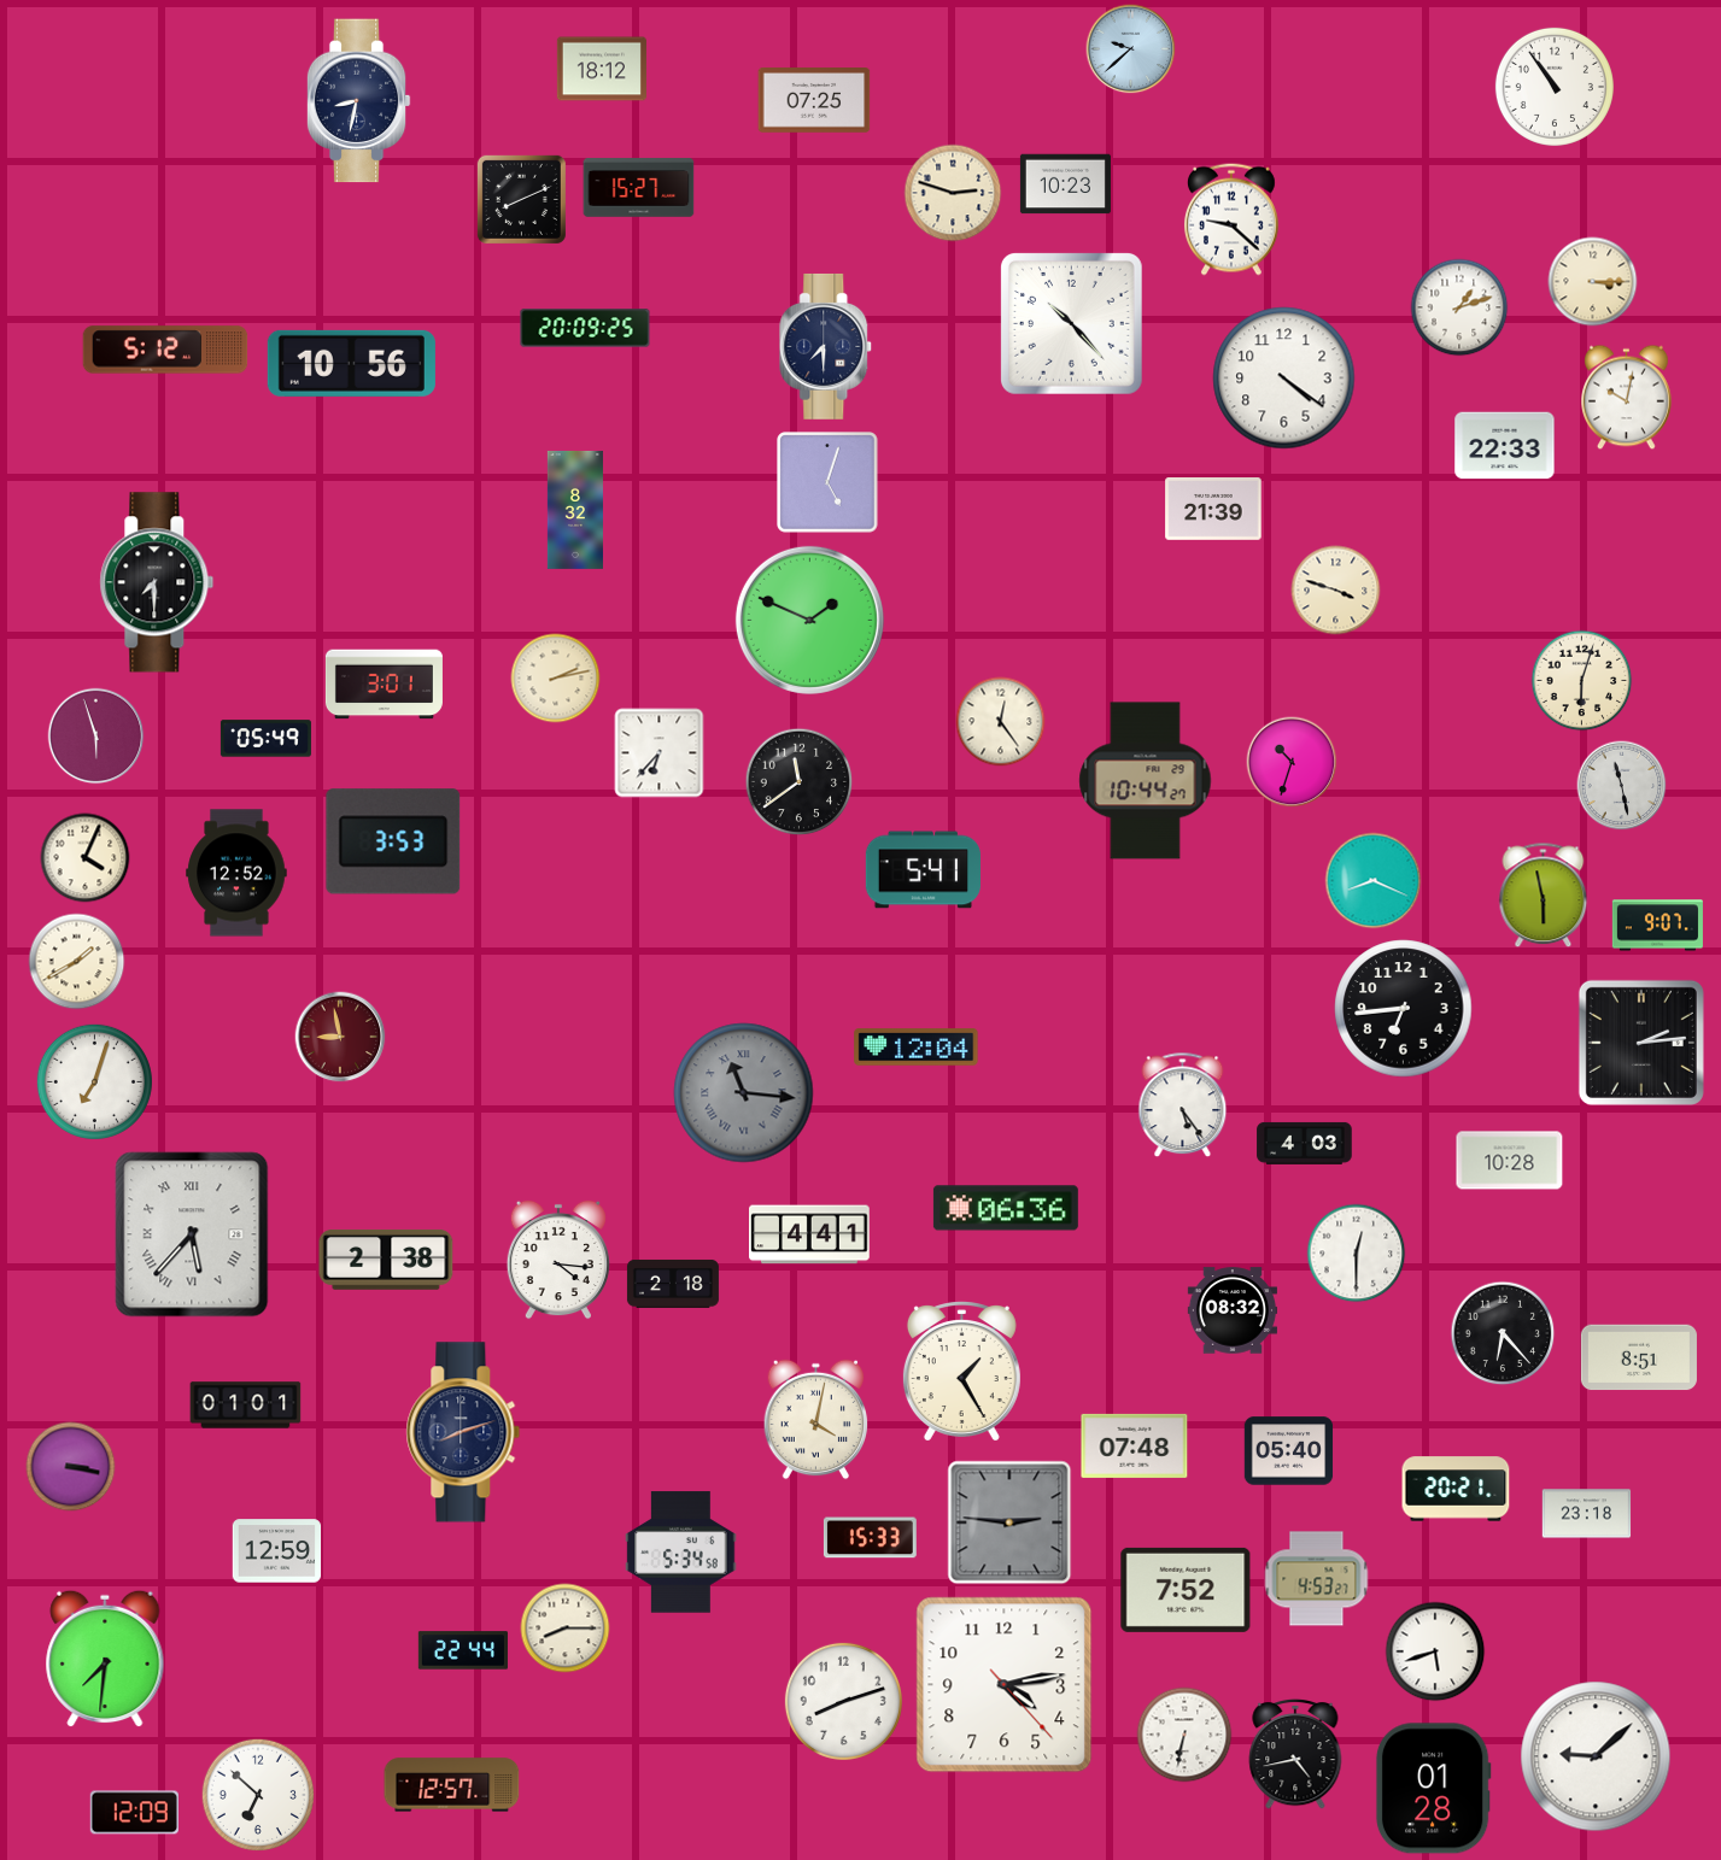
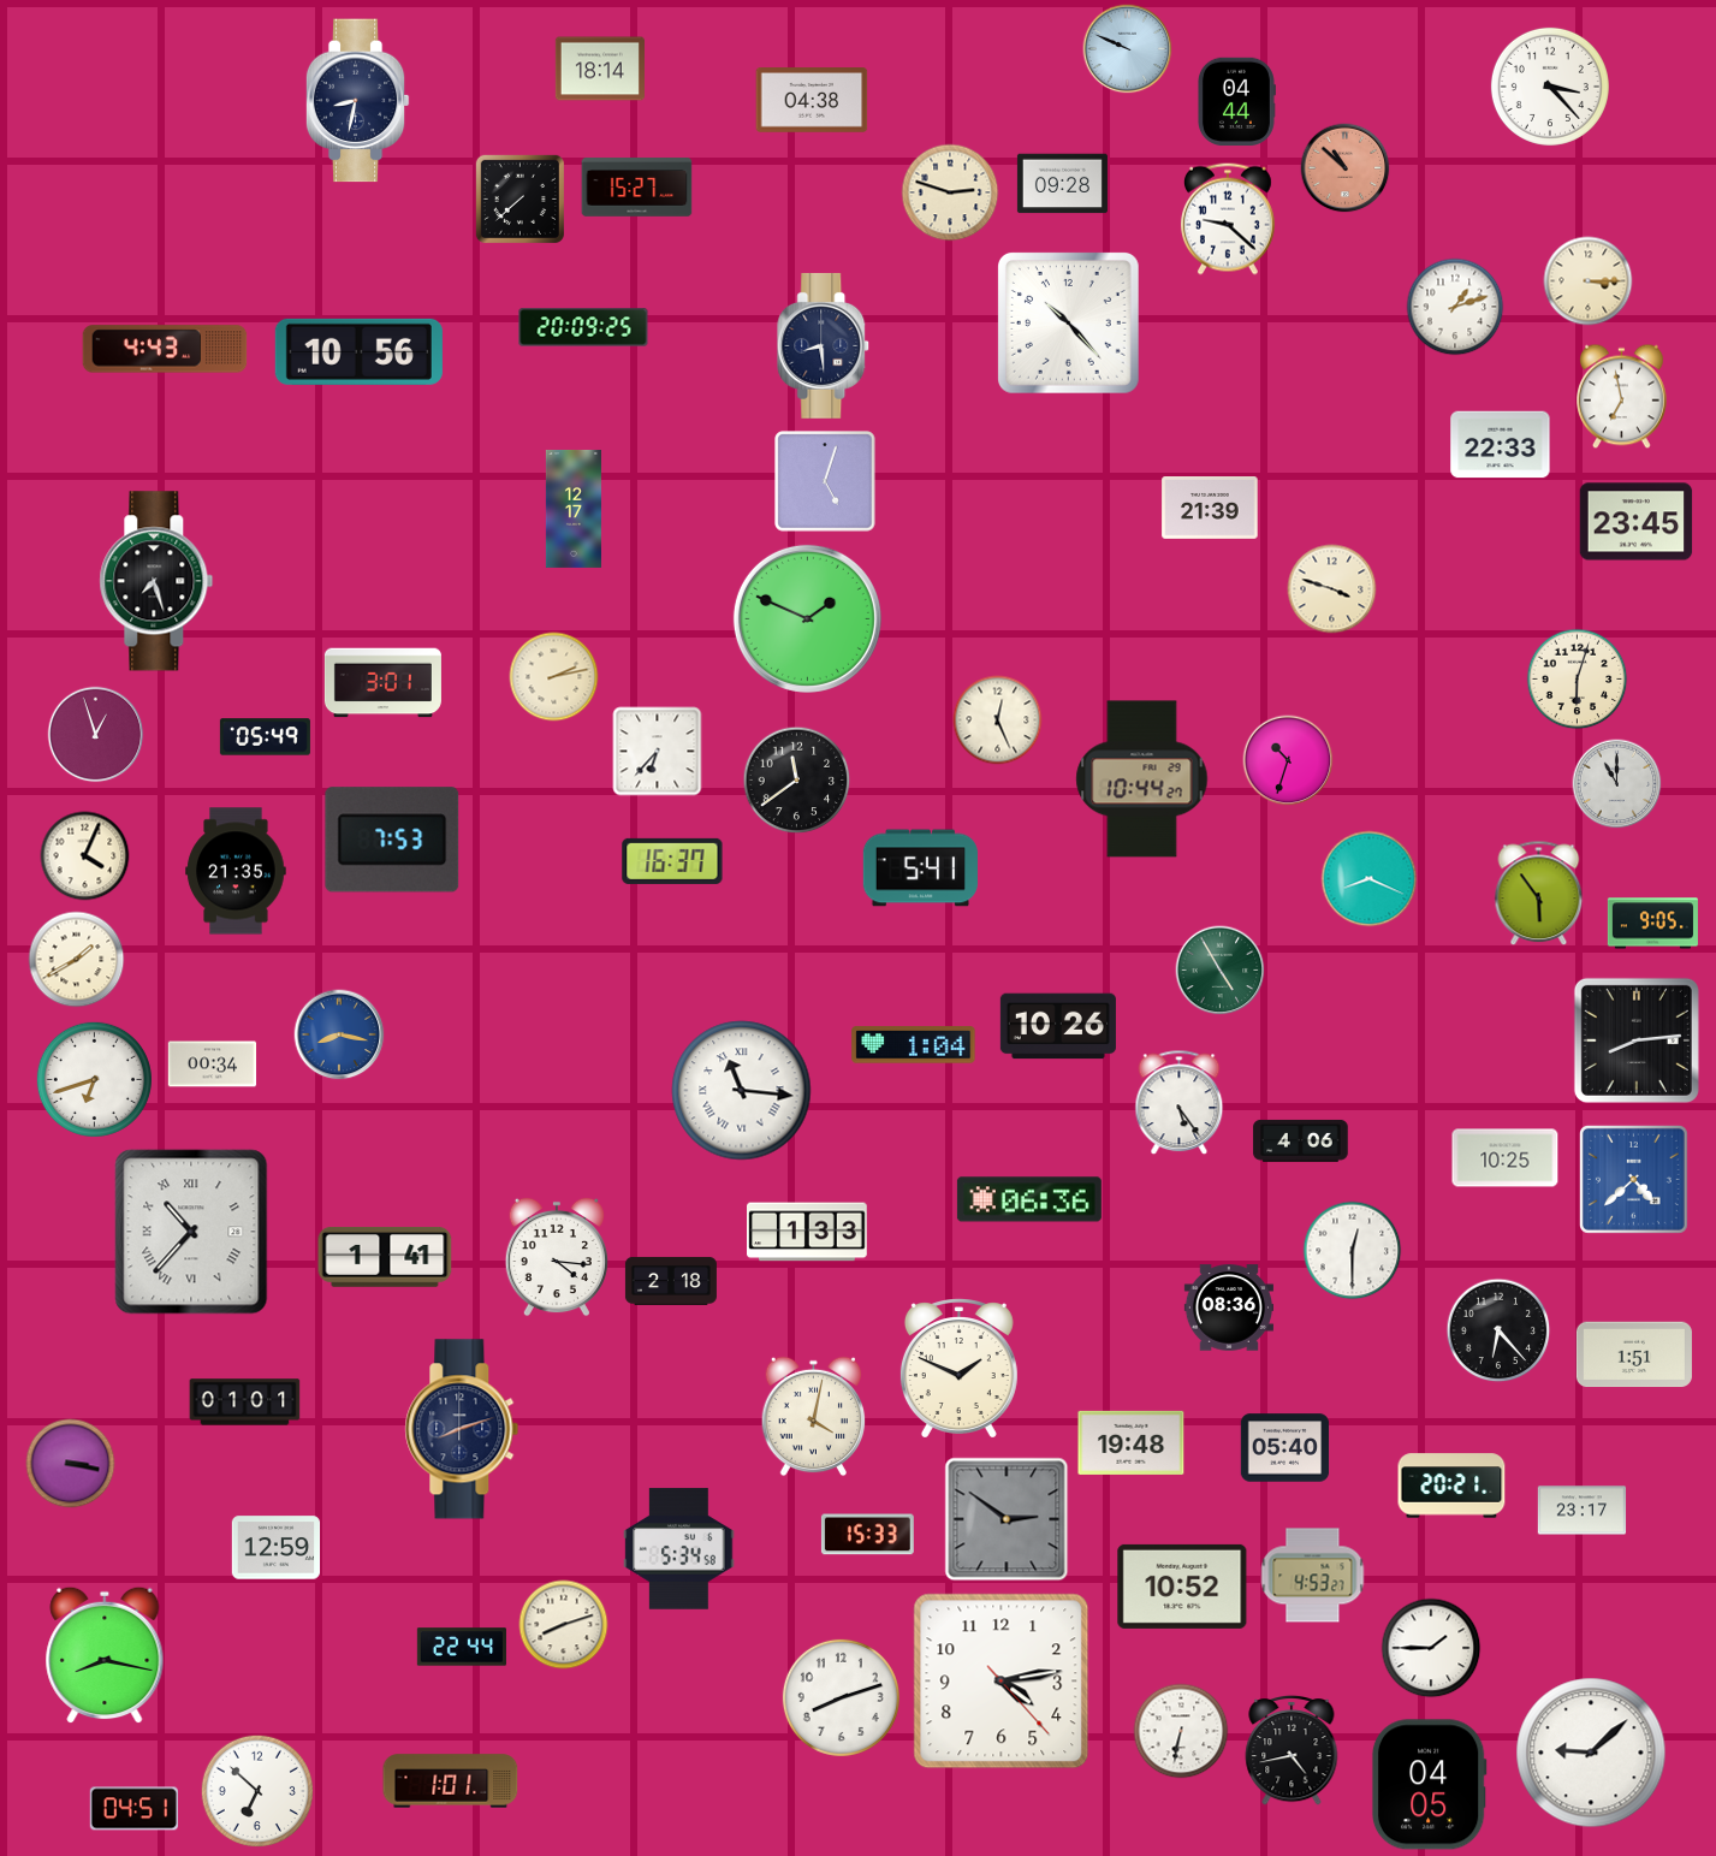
clock at (1131, 49): 9:38 -> 9:49
clock at (602, 69): 18:12 -> 18:14
clock at (1555, 87): 10:54 -> 3:23
clock at (814, 101): 07:25 -> 04:38
clock at (1236, 102): none -> 04:44
clock at (1346, 168): none -> 10:52
clock at (1065, 184): 10:23 -> 09:28
clock at (521, 199): 8:11 -> 7:38
clock at (826, 346): 7:30 -> 8:29
clock at (165, 350): 5:12 -> 4:43
clock at (351, 363) position: (351, 363) -> (358, 351)
clock at (1284, 379): 4:21 -> none
clock at (1627, 398): 10:02 -> 6:58
clock at (574, 510): 8:32 -> 12:17
clock at (1637, 522): none -> 23:45
clock at (157, 582): 7:30 -> 7:27
clock at (1001, 722): 12:24 -> 12:26
clock at (96, 737): 5:57 -> 12:57
clock at (1622, 786): 11:28 -> 11:00
clock at (393, 841): 3:53 -> 7:53
clock at (672, 861): none -> 16:37
clock at (236, 873): 12:52 -> 21:35
clock at (1544, 896): 5:58 -> 5:54
clock at (1657, 926): 9:07 -> 9:05
clock at (1221, 971): none -> 4:55
clock at (1404, 1009): 6:44 -> none
clock at (1058, 1026): none -> 10:26
clock at (340, 1037): 8:58 -> 8:17
clock at (340, 1037) dial: burgundy -> blue
clock at (1641, 1043): 2:14 -> 8:14
clock at (917, 1048): 12:04 -> 1:04
clock at (213, 1065): none -> 00:34
clock at (94, 1081): 7:03 -> 6:42
clock at (744, 1093) dial: grey -> white
clock at (1305, 1143): 4:03 -> 4:06
clock at (1510, 1161): 10:28 -> 10:25
clock at (1633, 1179): none -> 4:38
clock at (1006, 1208) position: (1006, 1208) -> (1029, 1199)
clock at (192, 1234): 5:37 -> 10:37
clock at (810, 1234): 4:41 -> 1:33
clock at (386, 1260): 2:38 -> 1:41
clock at (1231, 1310): 08:32 -> 08:36
clock at (1639, 1357): 8:51 -> 1:51
clock at (961, 1372): 1:25 -> 1:49
clock at (1135, 1445): 07:48 -> 19:48
clock at (1587, 1514): 23:18 -> 23:17
clock at (1009, 1522): 2:46 -> 2:51
clock at (1186, 1590): 7:52 -> 10:52
clock at (566, 1629): 8:15 -> 8:12
clock at (1435, 1651): 5:42 -> 1:45
clock at (105, 1659): 7:31 -> 8:17
clock at (452, 1785): 12:57 -> 1:01
clock at (1433, 1789): 01:28 -> 04:05
clock at (134, 1813): 12:09 -> 04:51
